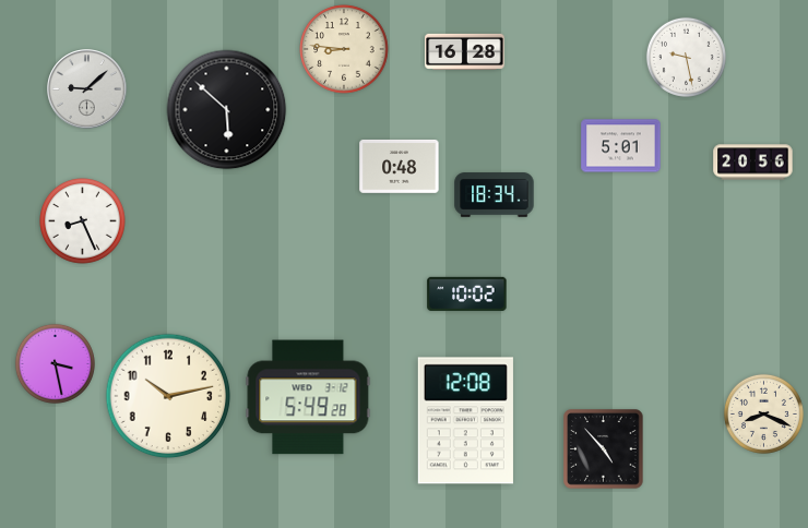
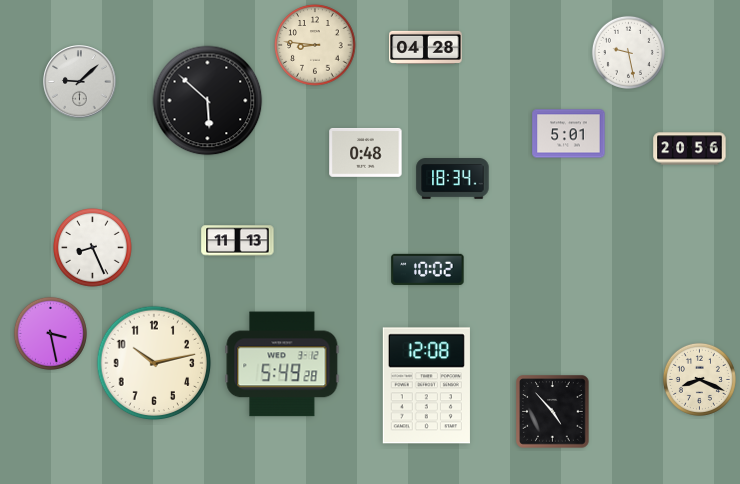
clock at (465, 51): 16:28 -> 04:28
clock at (83, 221) position: (83, 221) -> (93, 248)
clock at (238, 241): none -> 11:13
